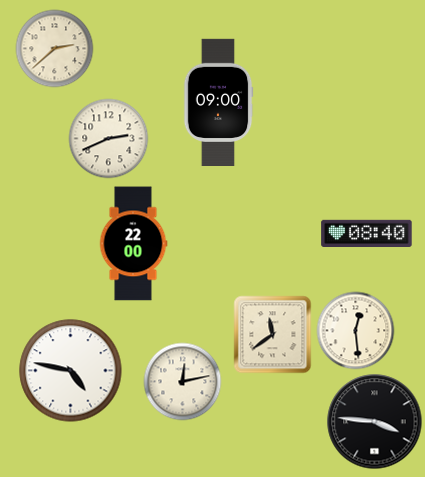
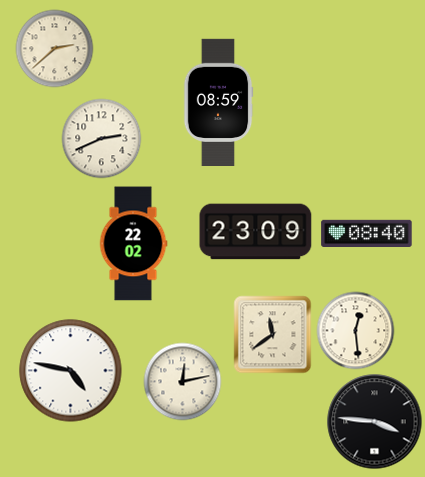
clock at (218, 102): 09:00 -> 08:59
clock at (108, 138) position: (108, 138) -> (101, 138)
clock at (256, 232): none -> 23:09
clock at (133, 244): 22:00 -> 22:02
